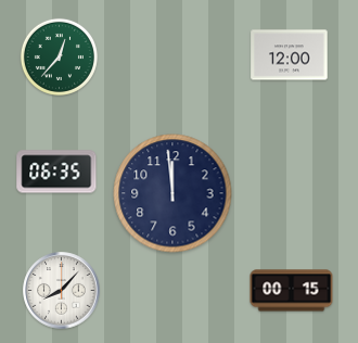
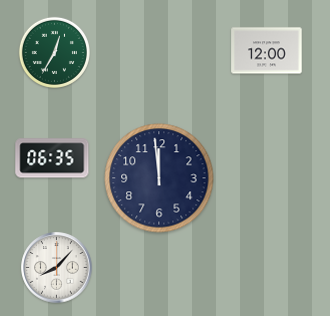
clock at (59, 56): 12:37 -> 12:35
clock at (292, 291): 00:15 -> none
